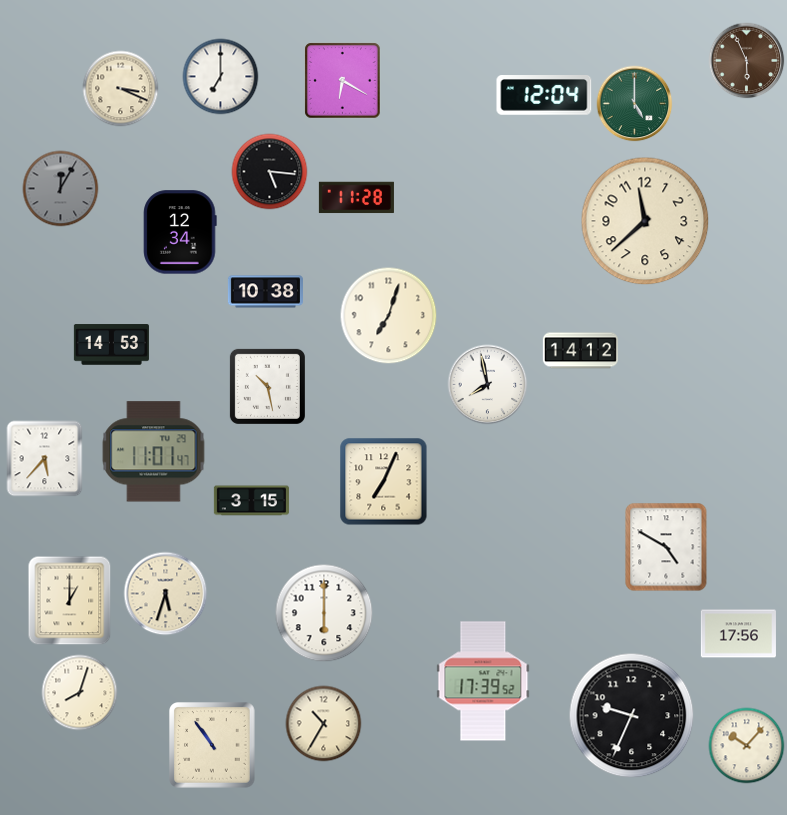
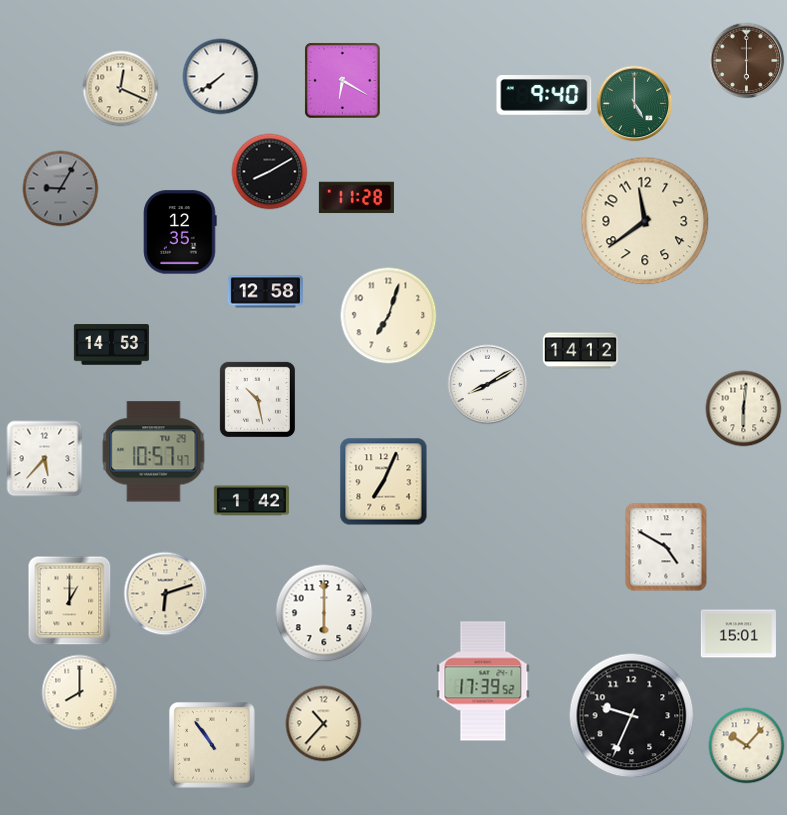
clock at (747, 61): 5:56 -> 6:00
clock at (221, 77): 7:00 -> 7:39
clock at (121, 89): 3:19 -> 12:19
clock at (544, 95): 12:04 -> 9:40
clock at (270, 172): 5:16 -> 8:10
clock at (61, 189): 12:05 -> 9:05
clock at (645, 221): 11:38 -> 11:39
clock at (180, 232): 12:34 -> 12:35
clock at (265, 292): 10:38 -> 12:58
clock at (488, 385): 7:58 -> 8:10
clock at (267, 386) position: (267, 386) -> (257, 399)
clock at (744, 409): none -> 6:01
clock at (154, 452): 11:01 -> 10:57
clock at (251, 501): 3:15 -> 1:42
clock at (166, 594): 5:33 -> 6:12
clock at (738, 634): 17:56 -> 15:01
clock at (80, 693): 8:03 -> 8:00
clock at (324, 724): 10:35 -> 10:37
